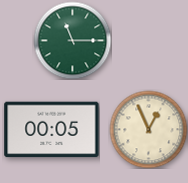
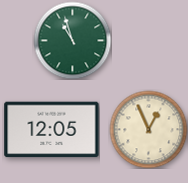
clock at (72, 40): 11:15 -> 10:57
clock at (52, 130): 00:05 -> 12:05
